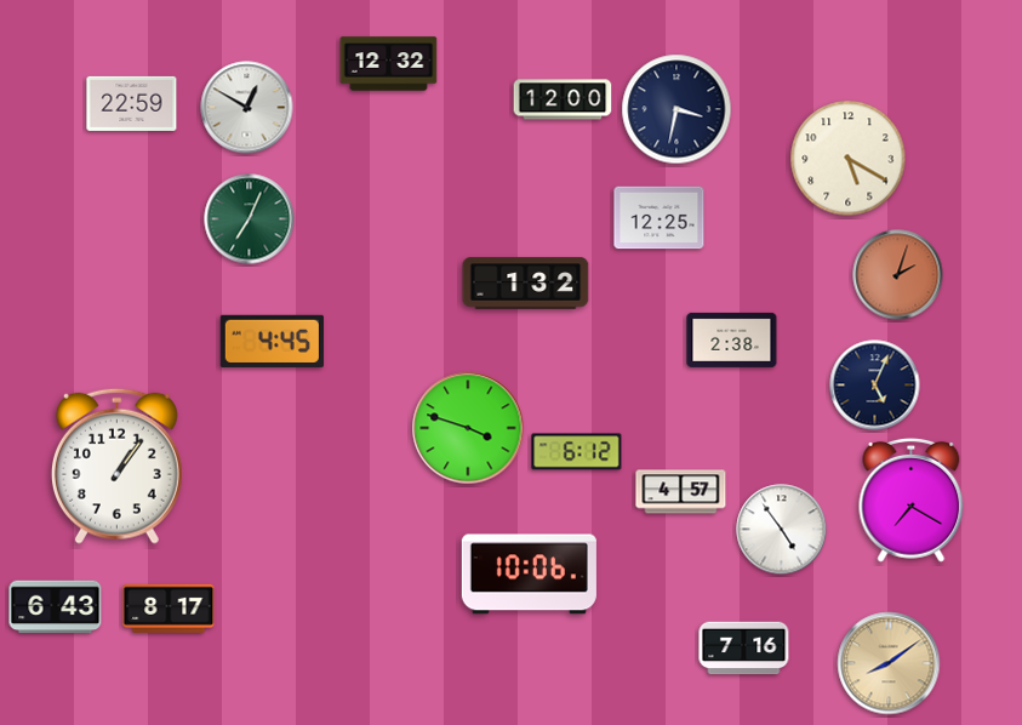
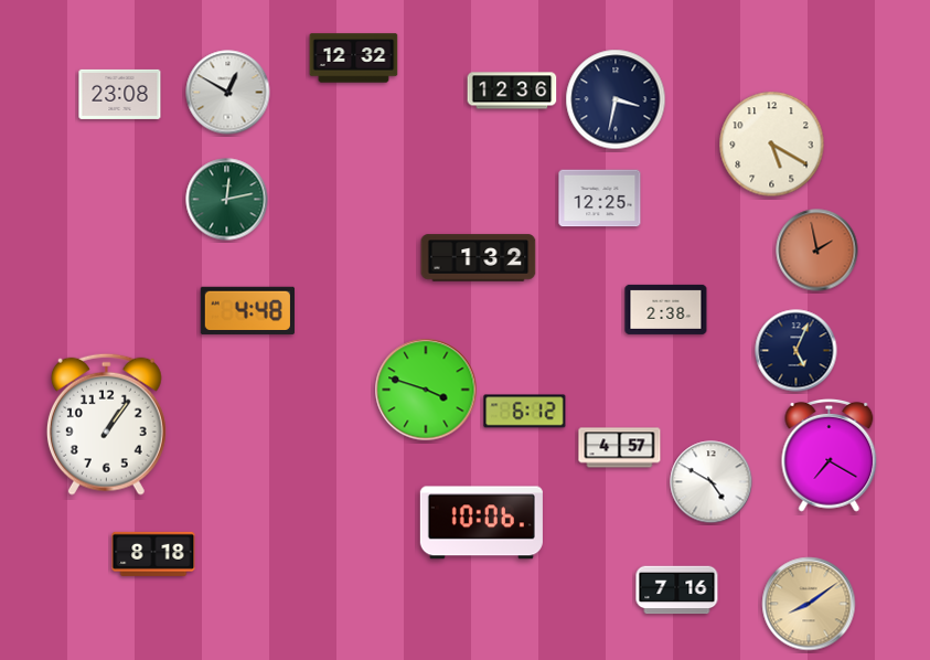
clock at (563, 99): 12:00 -> 12:36
clock at (132, 103): 22:59 -> 23:08
clock at (247, 108) position: (247, 108) -> (228, 93)
clock at (250, 219): 7:04 -> 12:13
clock at (898, 275): 2:03 -> 1:58
clock at (272, 341): 4:45 -> 4:48
clock at (782, 530): 4:54 -> 4:50
clock at (56, 607): 6:43 -> none
clock at (169, 609): 8:17 -> 8:18
